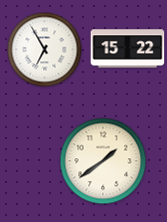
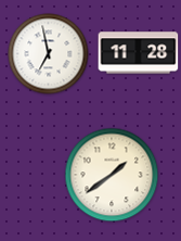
clock at (128, 49): 15:22 -> 11:28
clock at (45, 50): 6:55 -> 6:58
